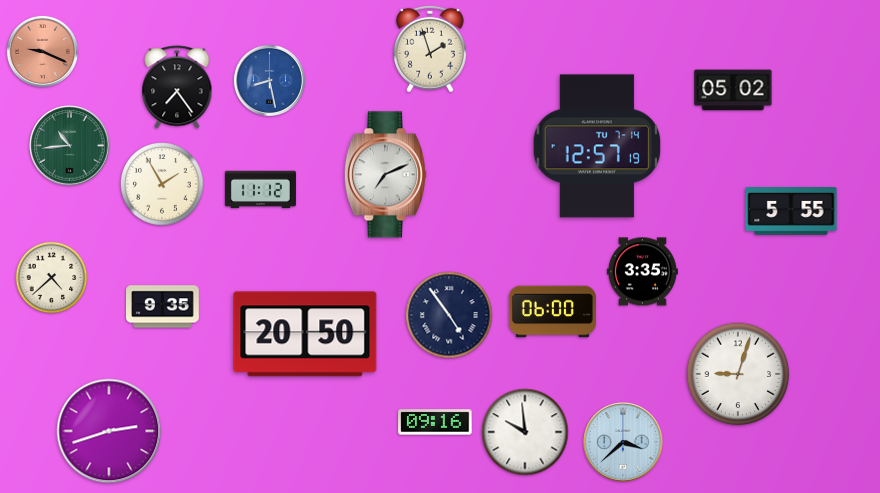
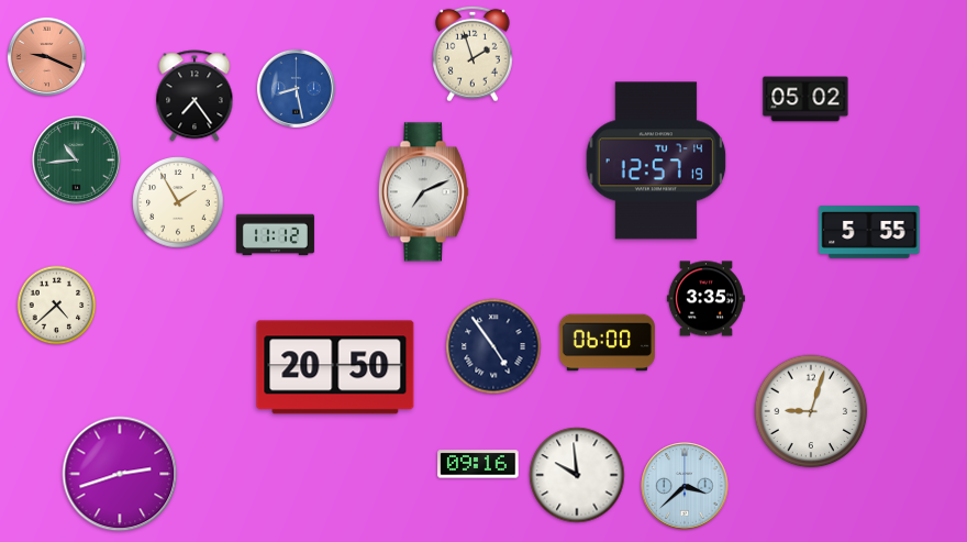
clock at (260, 190) position: (260, 190) -> (275, 235)
clock at (163, 307): 9:35 -> none
